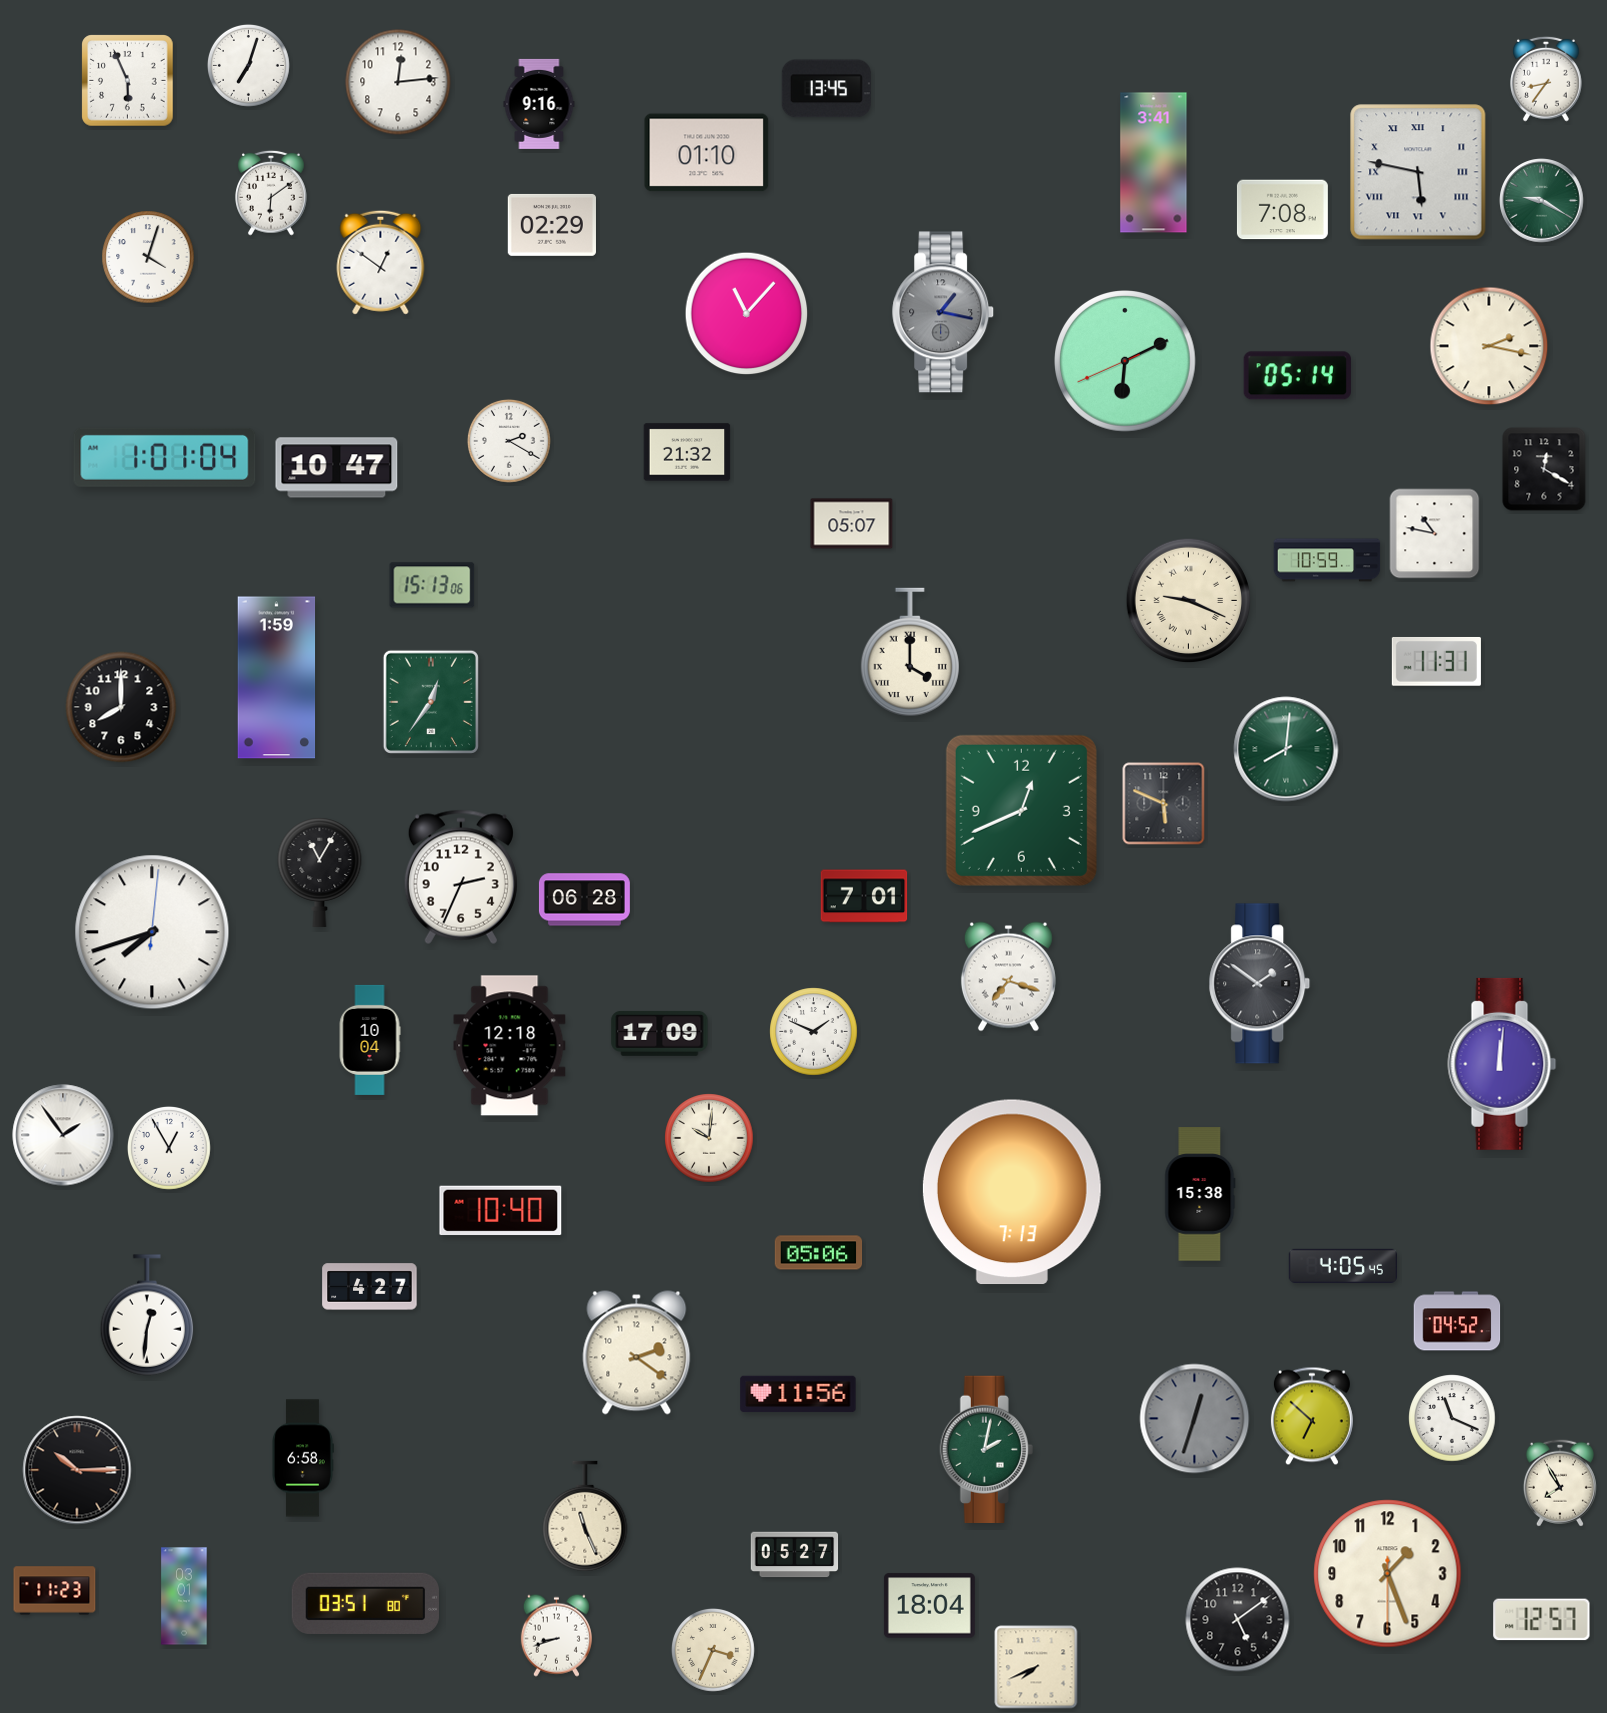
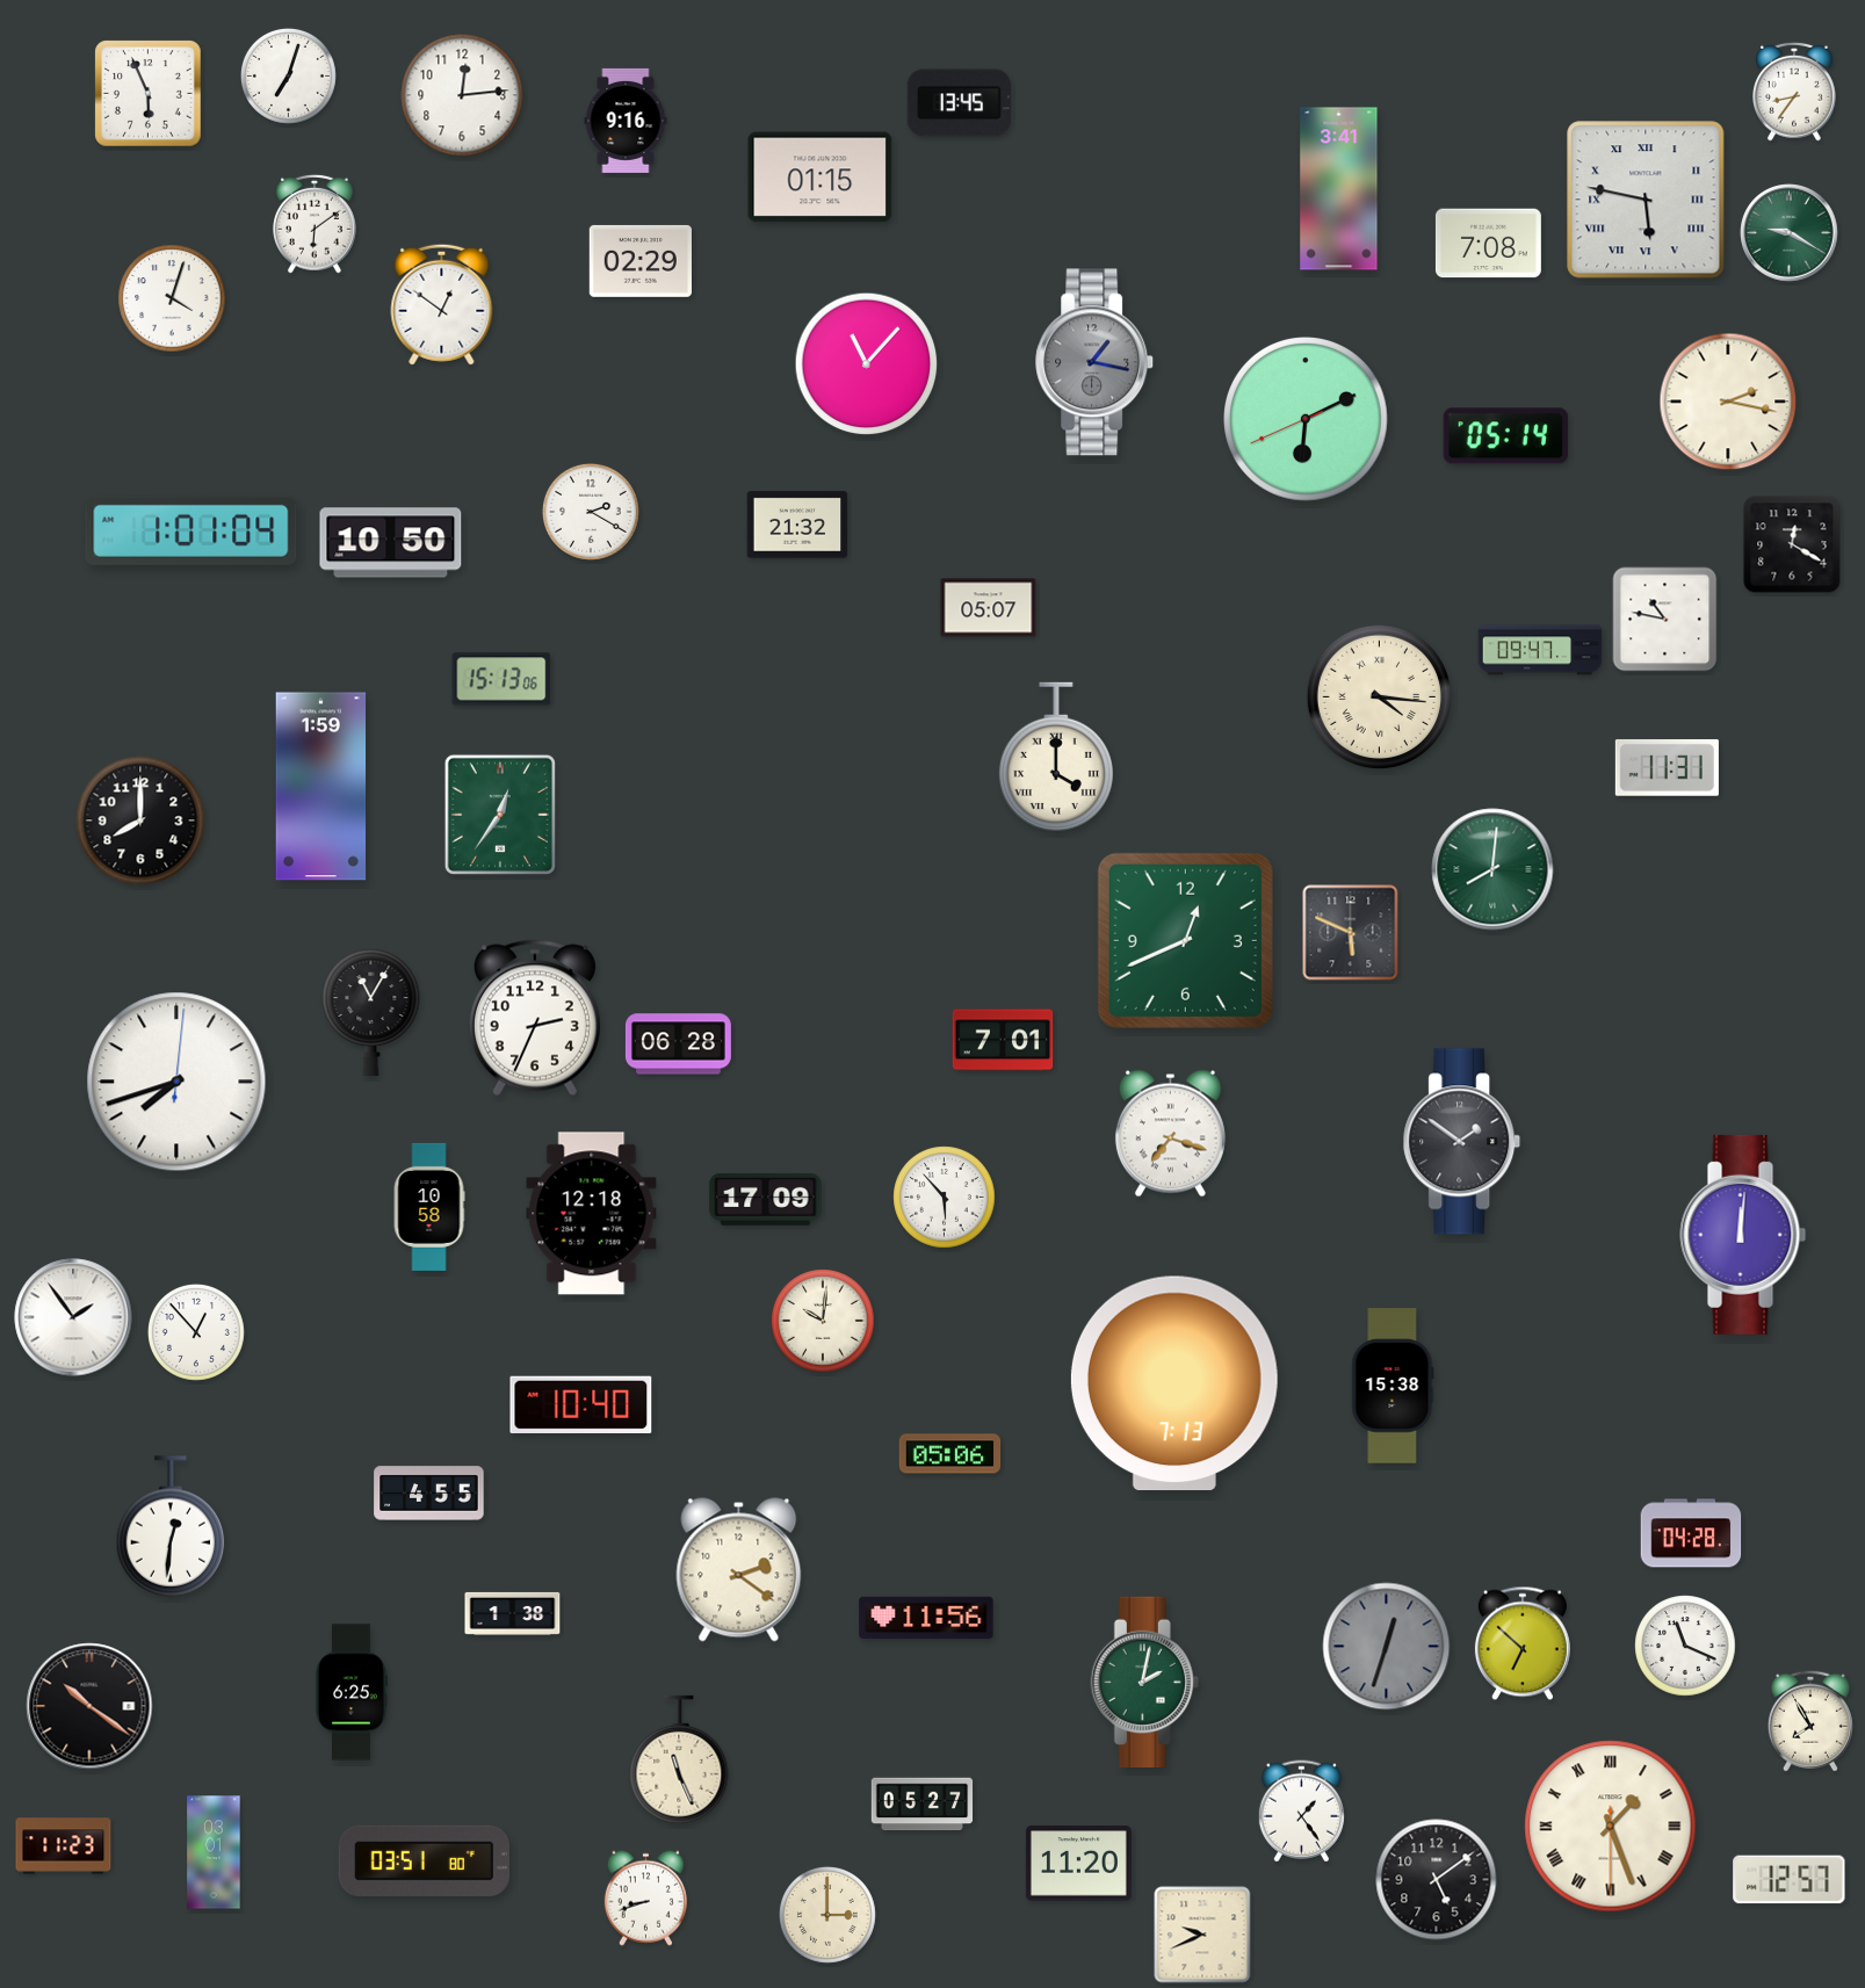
clock at (707, 153): 01:10 -> 01:15
clock at (337, 468): 10:47 -> 10:50
clock at (1327, 560): 10:59 -> 09:47
clock at (1189, 601): 9:19 -> 4:16
clock at (814, 1032): 1:49 -> 5:53
clock at (370, 1040): 10:04 -> 10:58
clock at (169, 1148): 12:55 -> 12:53
clock at (1343, 1266): 4:05 -> none
clock at (370, 1287): 4:27 -> 4:55
clock at (1457, 1321): 04:52 -> 04:28
clock at (513, 1613): none -> 1:38
clock at (303, 1458): 6:58 -> 6:25
clock at (77, 1470): 10:15 -> 10:21
clock at (1301, 1812): none -> 1:24
clock at (1388, 1574) numerals: Arabic -> Roman
clock at (929, 1606): 18:04 -> 11:20
clock at (713, 1650): 3:34 -> 3:00
clock at (1036, 1667): 7:41 -> 9:41
